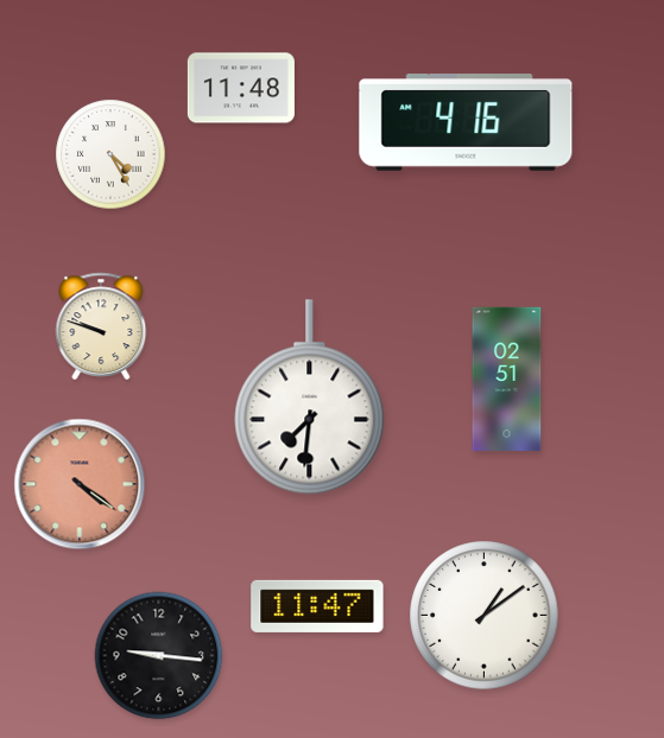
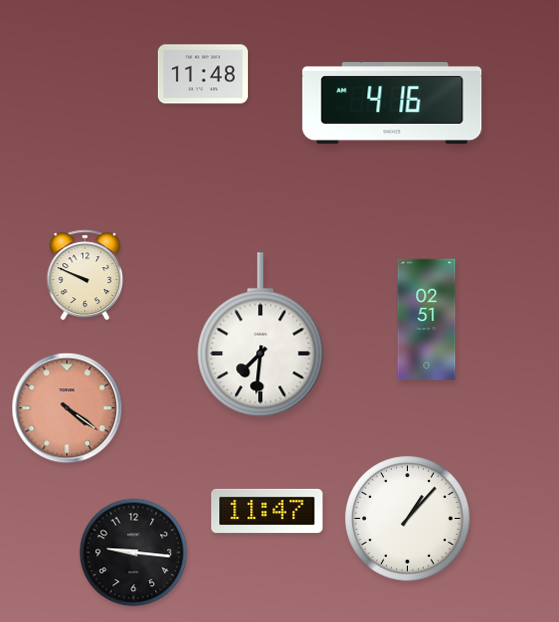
clock at (110, 154): 4:25 -> none
clock at (101, 325): 9:48 -> 9:49
clock at (485, 616): 1:09 -> 1:07
